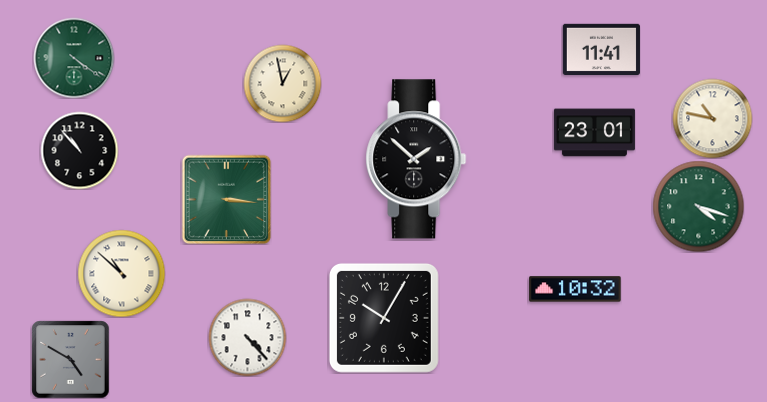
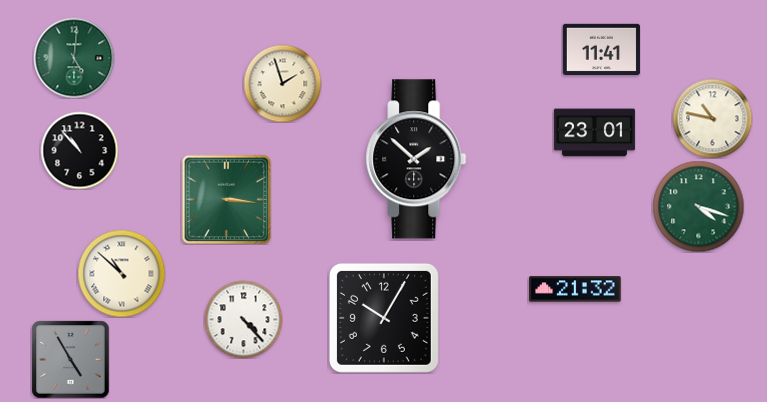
clock at (74, 58): 4:21 -> 5:01
clock at (282, 83): 12:58 -> 1:57
clock at (575, 289): 10:32 -> 21:32
clock at (247, 337) position: (247, 337) -> (243, 319)
clock at (70, 359): 4:50 -> 4:55
